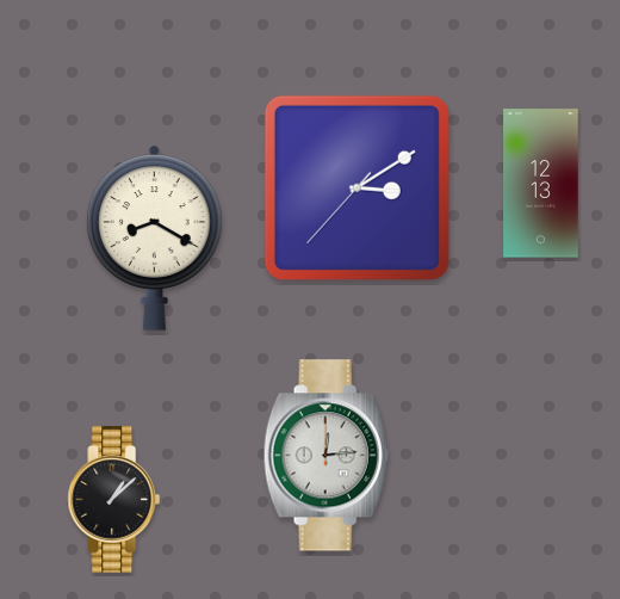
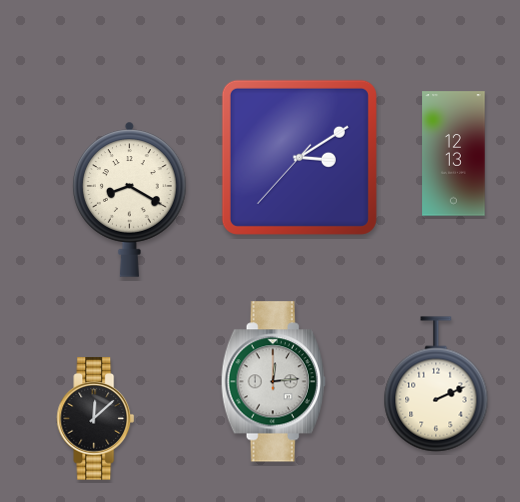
clock at (436, 384): none -> 2:11
clock at (114, 500): 1:08 -> 12:08
